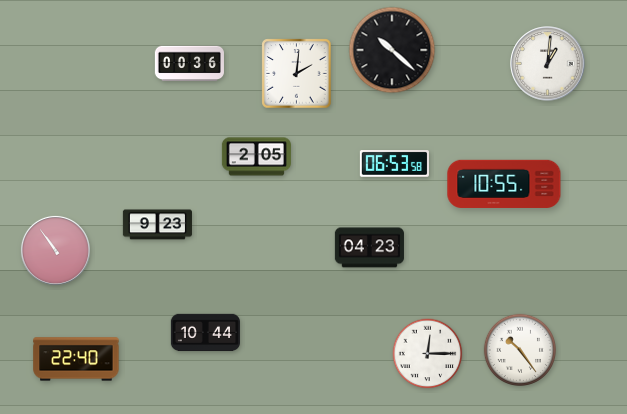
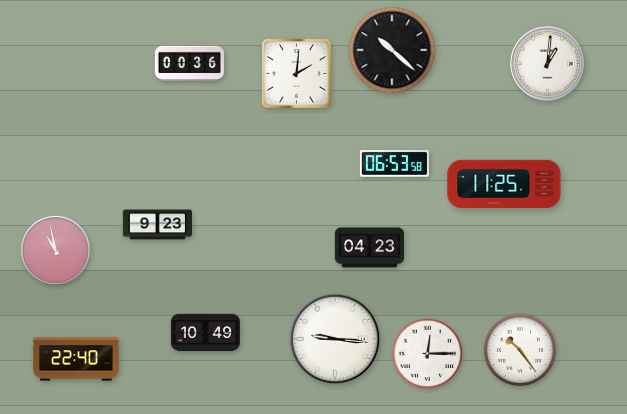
clock at (256, 157): 2:05 -> none
clock at (504, 184): 10:55 -> 11:25
clock at (55, 250): 10:54 -> 10:58
clock at (205, 333): 10:44 -> 10:49
clock at (335, 339): none -> 9:16
